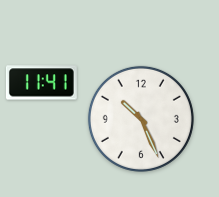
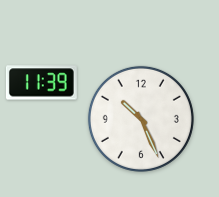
clock at (41, 83): 11:41 -> 11:39
